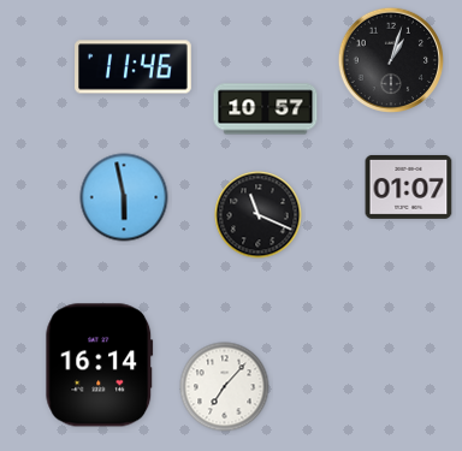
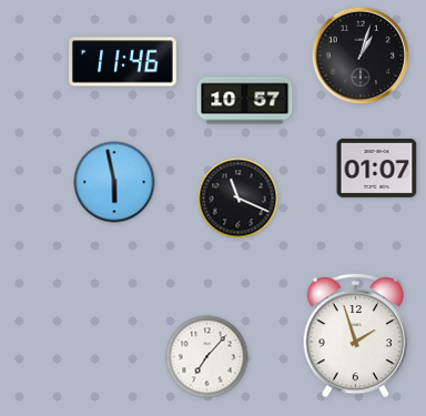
clock at (409, 186) position: (409, 186) -> (377, 168)
clock at (356, 335): none -> 1:57
clock at (100, 366): 16:14 -> none
